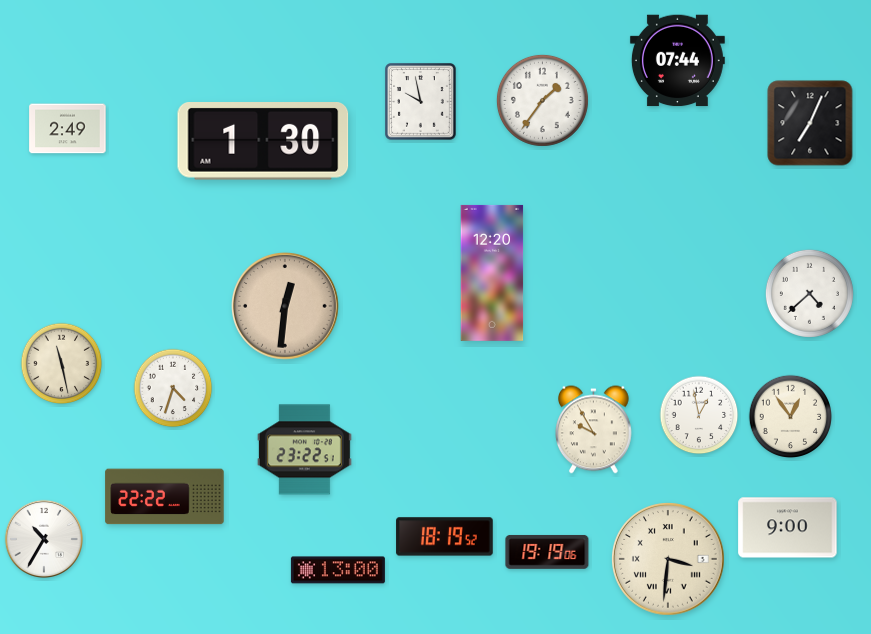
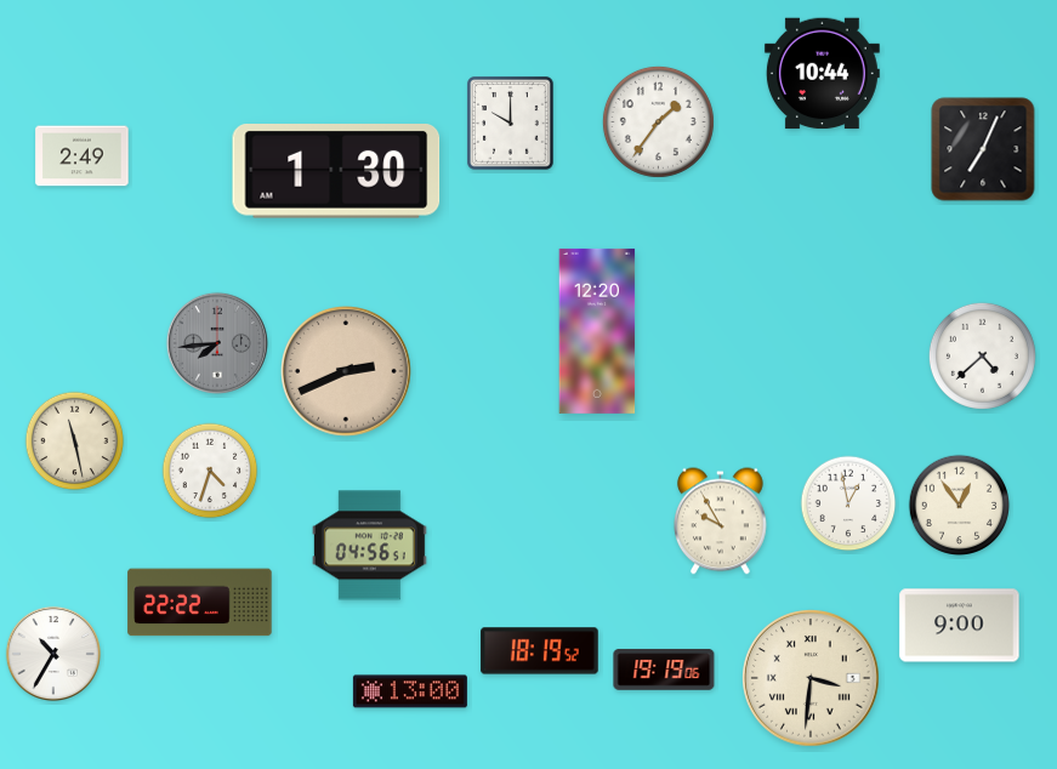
clock at (677, 61): 07:44 -> 10:44
clock at (421, 102): 9:58 -> 10:00
clock at (263, 142) position: (263, 142) -> (336, 172)
clock at (217, 343): none -> 7:44
clock at (286, 307): 12:31 -> 2:41
clock at (304, 450): 23:22 -> 04:56
clock at (788, 528) position: (788, 528) -> (960, 626)
